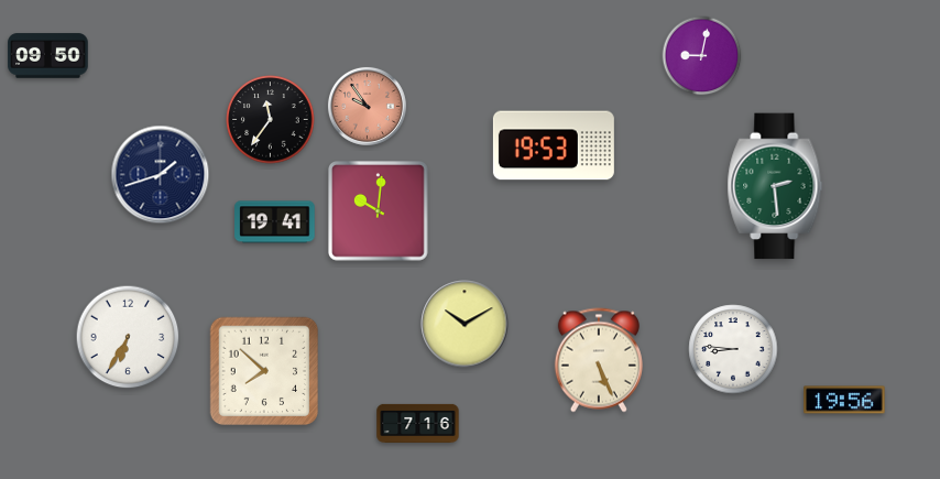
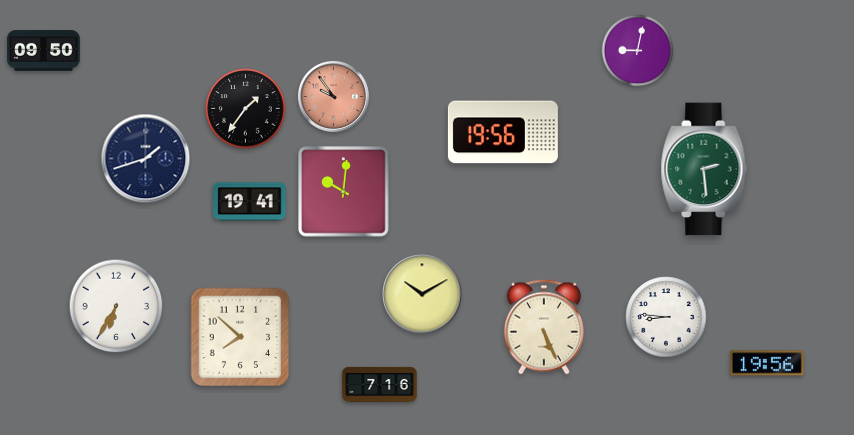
clock at (271, 120): 11:36 -> 1:36
clock at (554, 145): 19:53 -> 19:56
